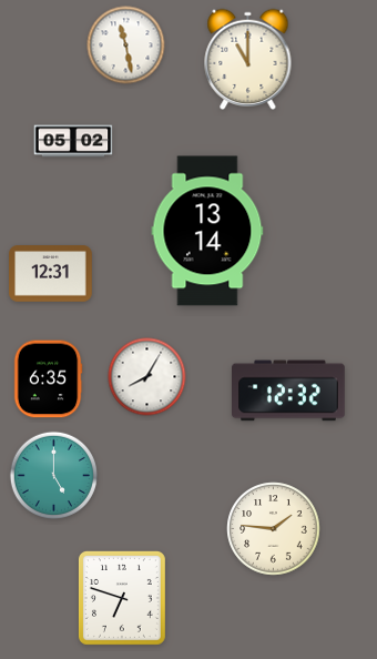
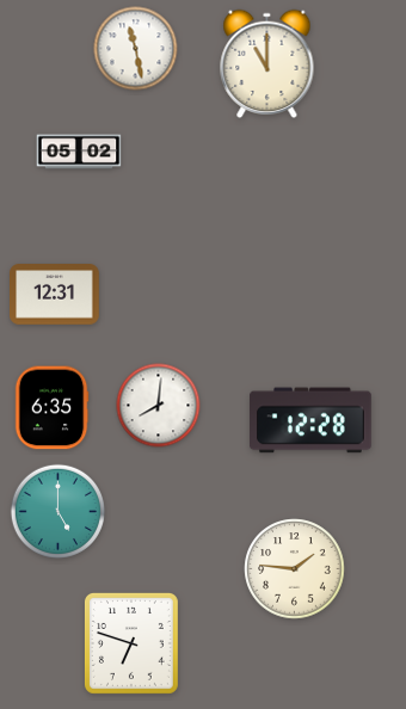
clock at (207, 231): 13:14 -> none
clock at (147, 377): 8:05 -> 8:01
clock at (289, 391): 12:32 -> 12:28
